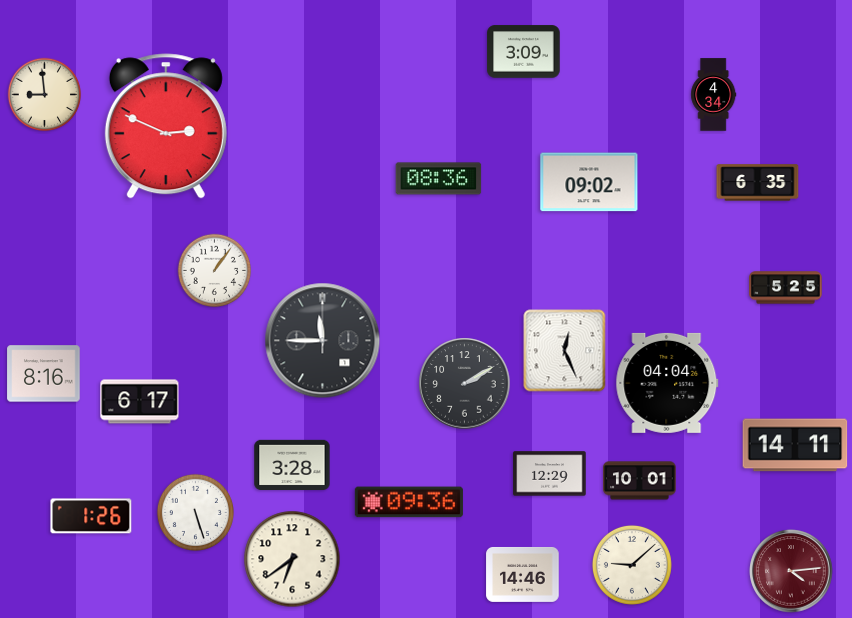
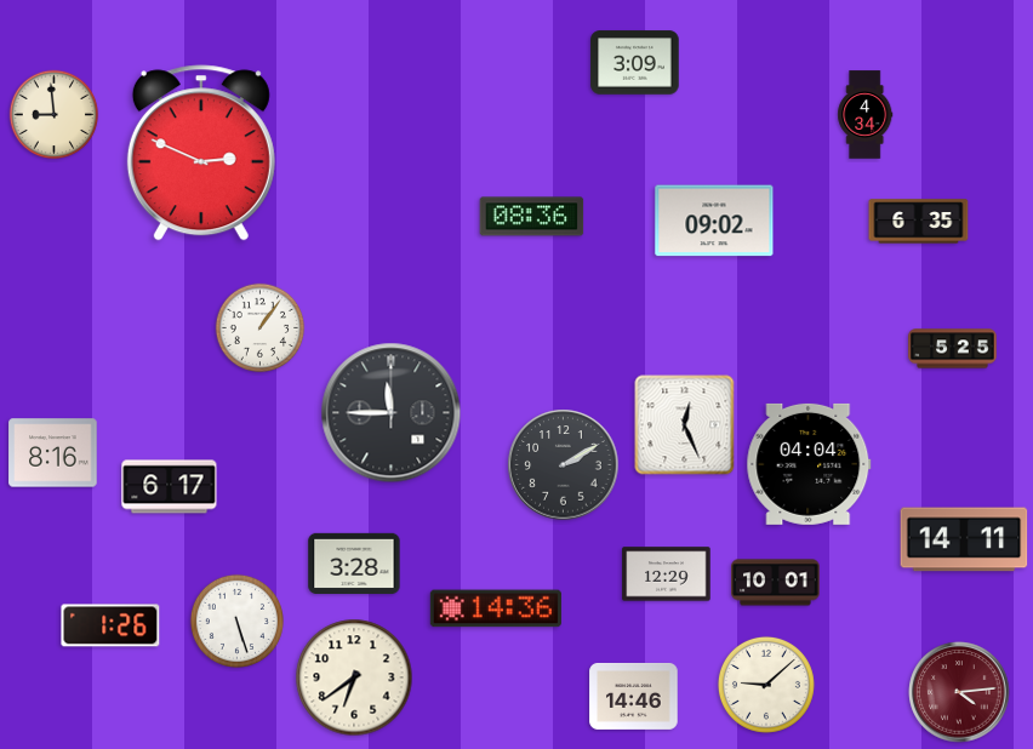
clock at (409, 502): 09:36 -> 14:36
